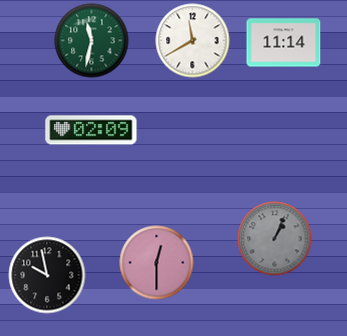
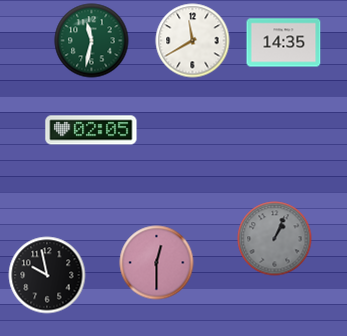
clock at (284, 43): 11:14 -> 14:35
clock at (91, 130): 02:09 -> 02:05
